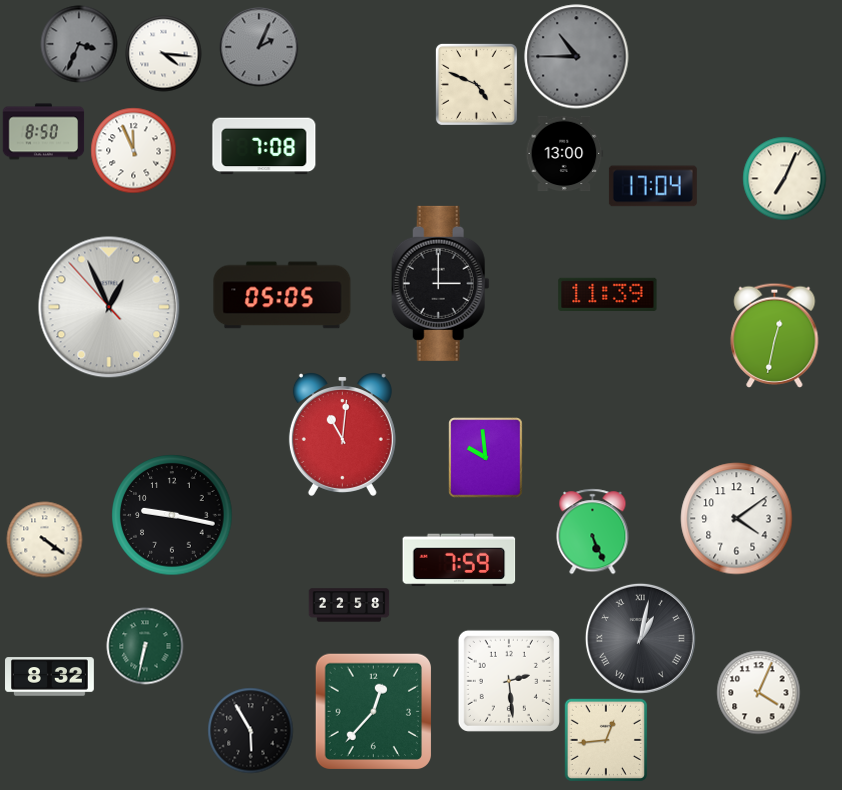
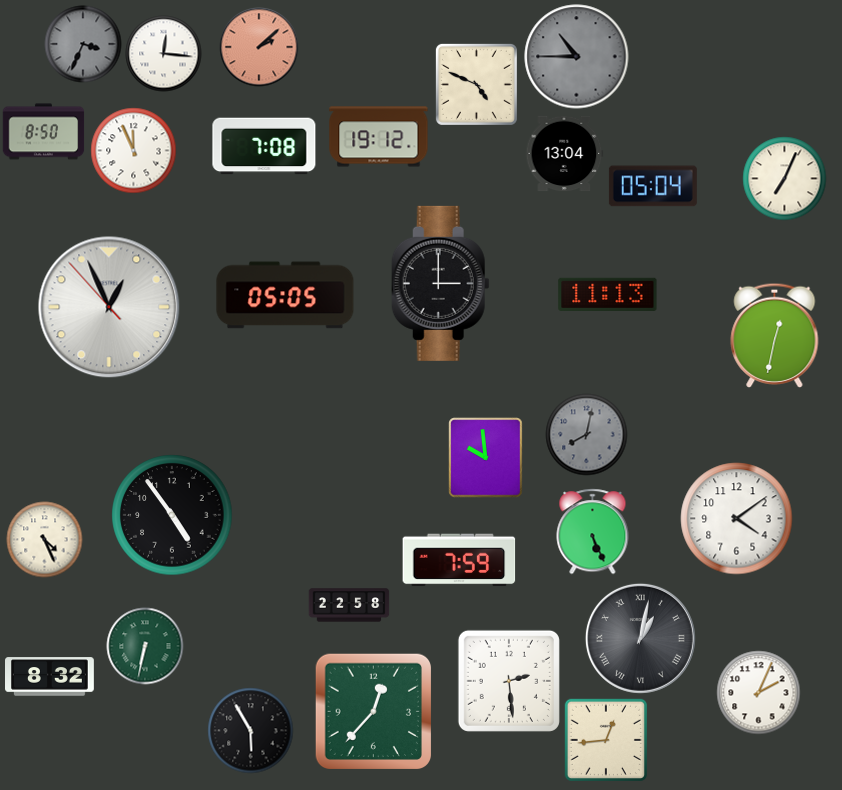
clock at (79, 44) position: (79, 44) -> (83, 44)
clock at (259, 47): 2:04 -> 2:08
clock at (259, 47) dial: grey -> salmon
clock at (164, 54): 4:16 -> 12:16
clock at (379, 137): none -> 19:12
clock at (565, 154): 13:00 -> 13:04
clock at (653, 186): 17:04 -> 05:04
clock at (608, 294): 11:39 -> 11:13
clock at (282, 295) position: (282, 295) -> (285, 295)
clock at (342, 435): 11:01 -> none
clock at (587, 435): none -> 8:02
clock at (172, 515): 9:17 -> 4:54
clock at (45, 540): 4:21 -> 4:26
clock at (759, 693): 4:04 -> 2:04
